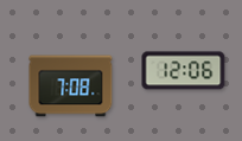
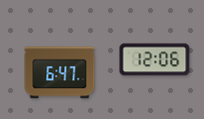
clock at (71, 86): 7:08 -> 6:47
